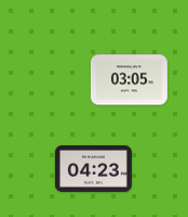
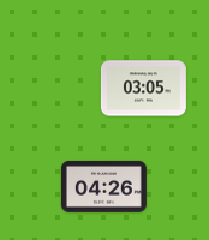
clock at (93, 168): 04:23 -> 04:26
